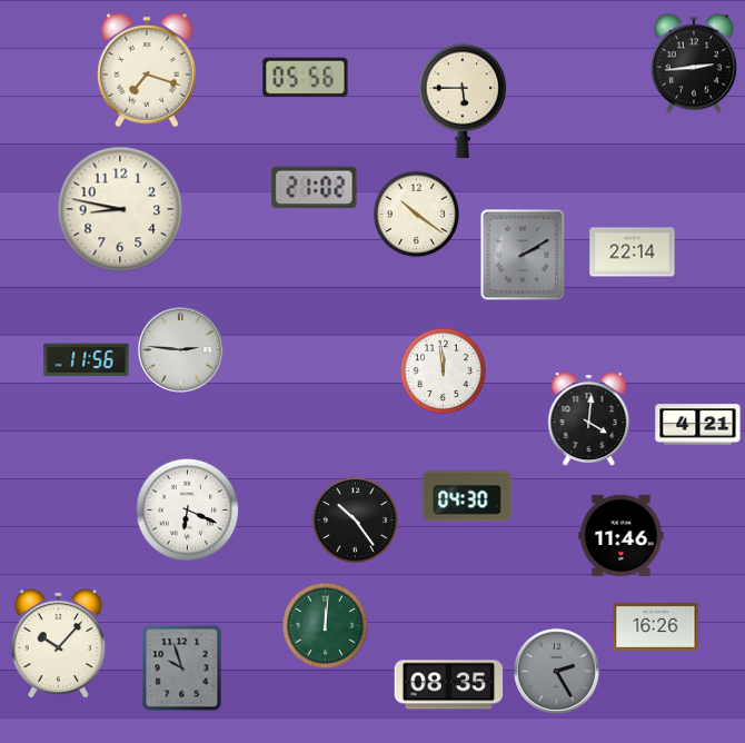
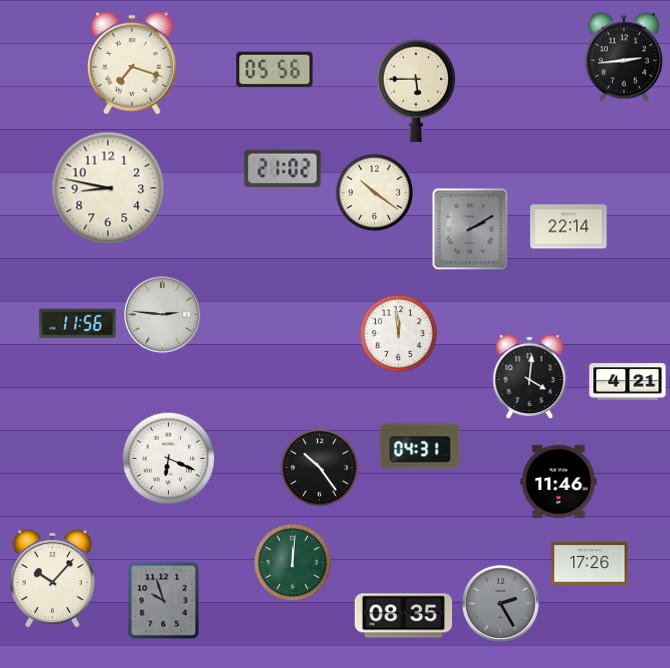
clock at (467, 496): 04:30 -> 04:31
clock at (656, 627): 16:26 -> 17:26
